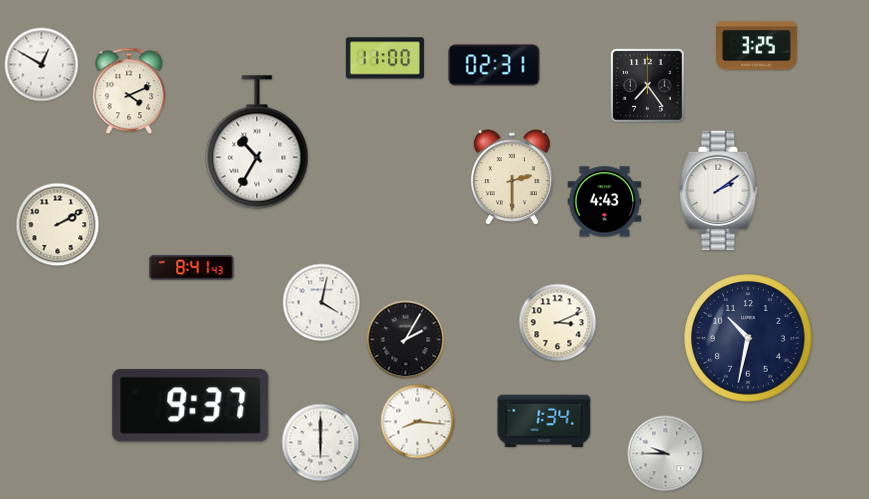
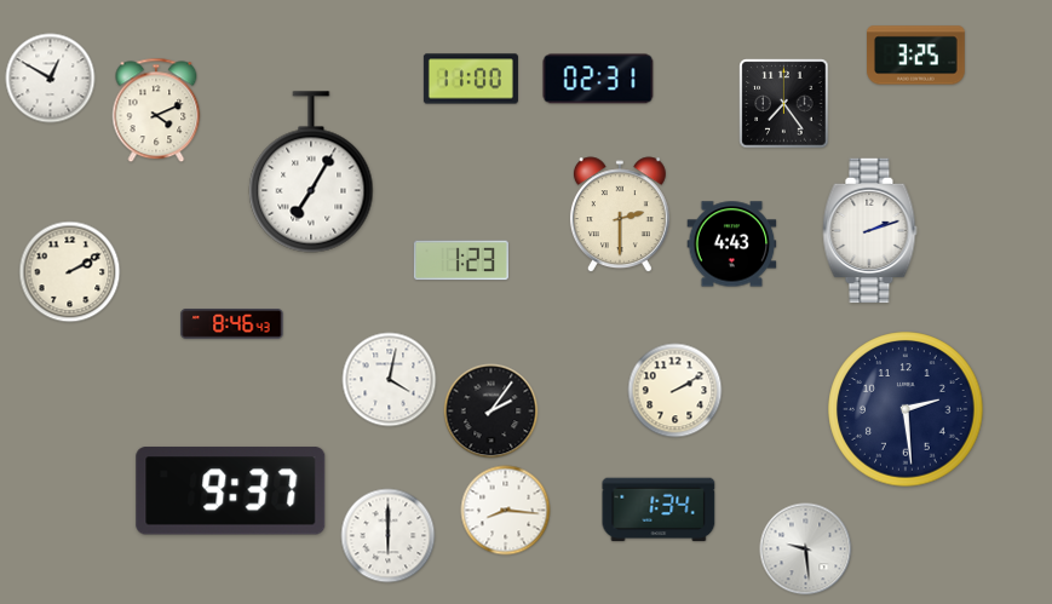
clock at (385, 58) position: (385, 58) -> (471, 79)
clock at (257, 142): 10:35 -> 7:05
clock at (719, 191): 2:09 -> 2:12
clock at (461, 260): none -> 1:23
clock at (192, 268): 8:41 -> 8:46
clock at (322, 303) position: (322, 303) -> (390, 380)
clock at (558, 323): 3:11 -> 2:10
clock at (748, 338): 10:32 -> 2:29
clock at (406, 340): 2:05 -> 2:06
clock at (666, 454): 9:45 -> 9:29
